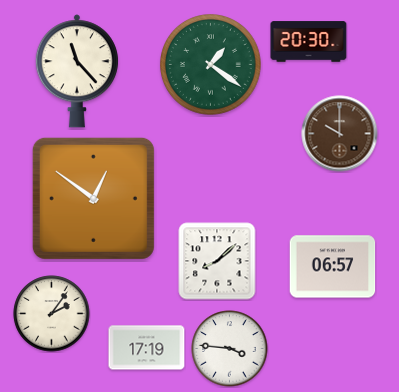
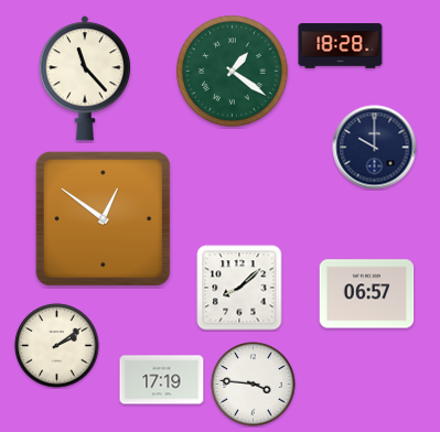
clock at (309, 42): 20:30 -> 18:28
clock at (340, 134) dial: brown -> navy
clock at (52, 314): 2:06 -> 2:09
clock at (147, 348) position: (147, 348) -> (162, 380)
